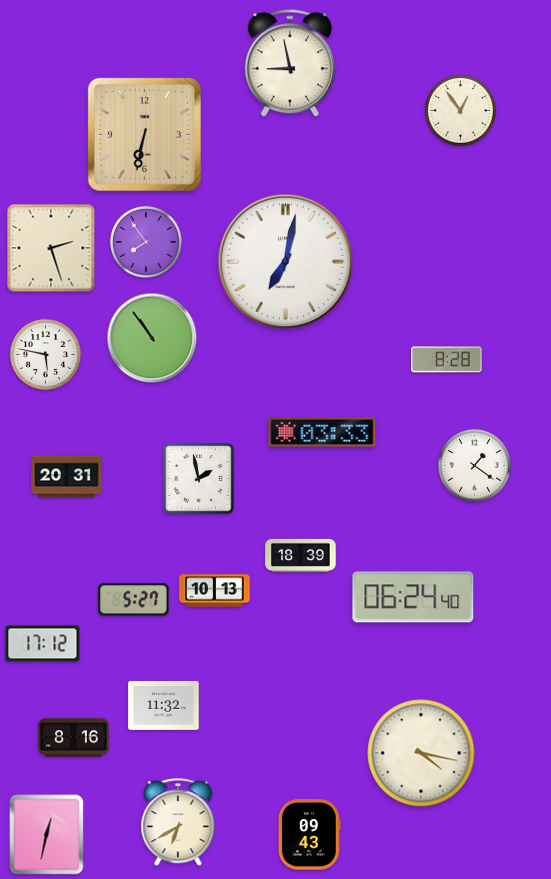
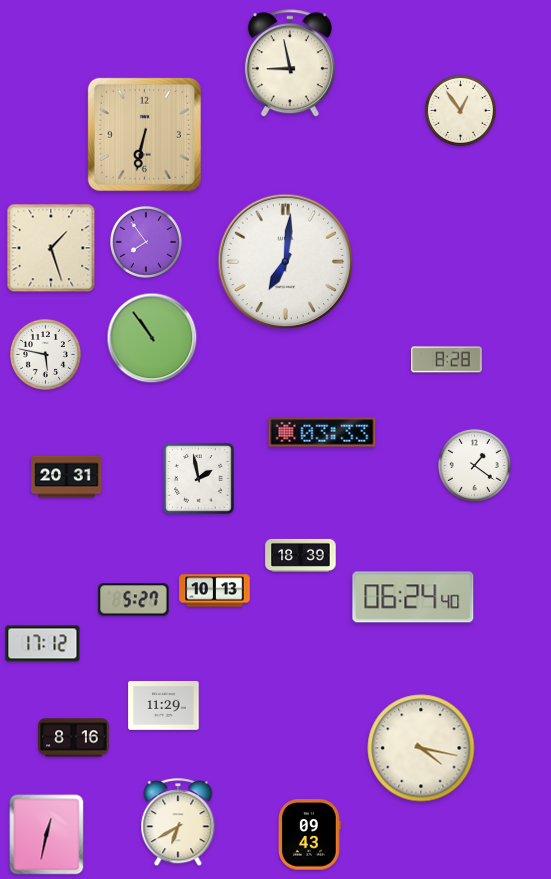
clock at (51, 248): 2:27 -> 1:27
clock at (286, 262): 7:02 -> 7:01
clock at (164, 706): 11:32 -> 11:29
clock at (421, 753) position: (421, 753) -> (421, 748)
